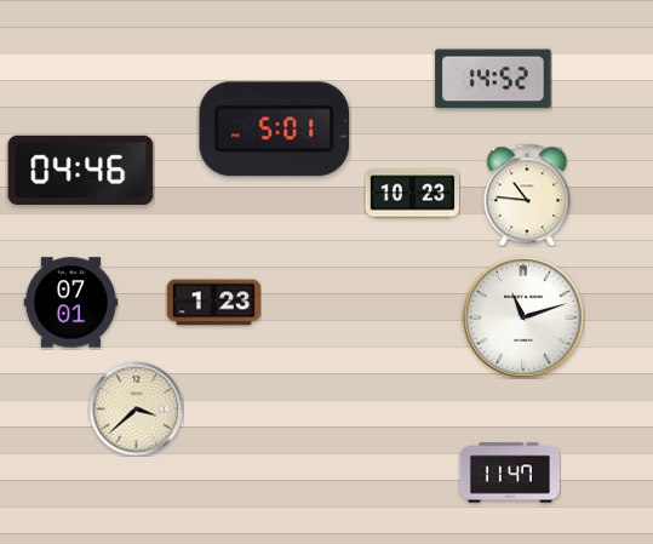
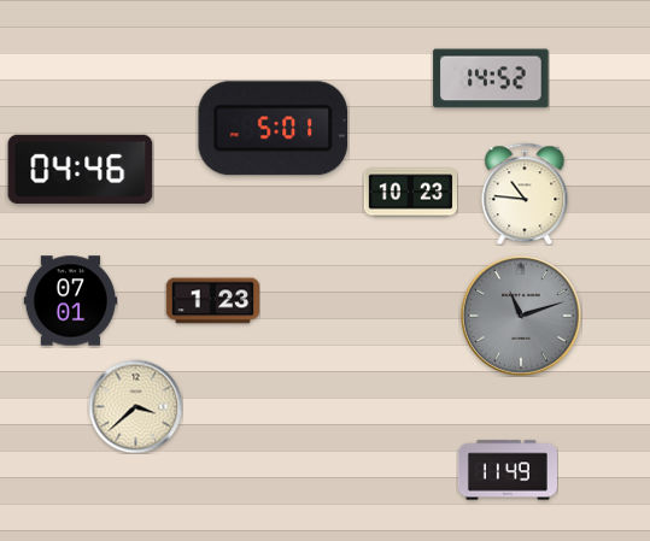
clock at (523, 317) dial: white -> grey
clock at (510, 473): 11:47 -> 11:49
